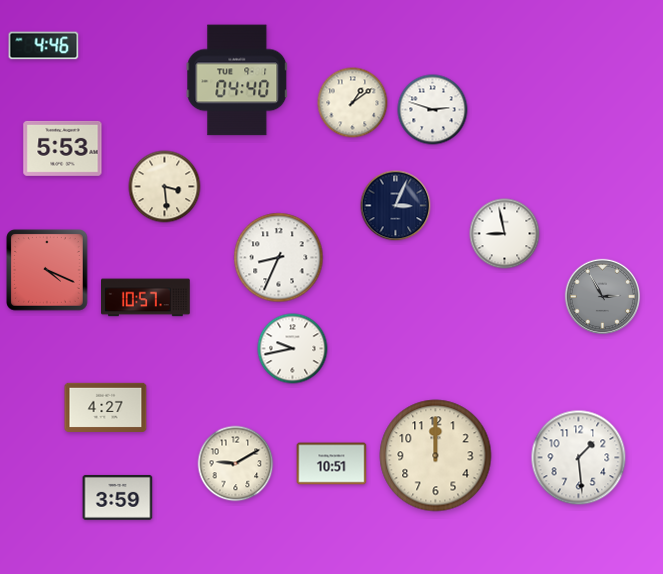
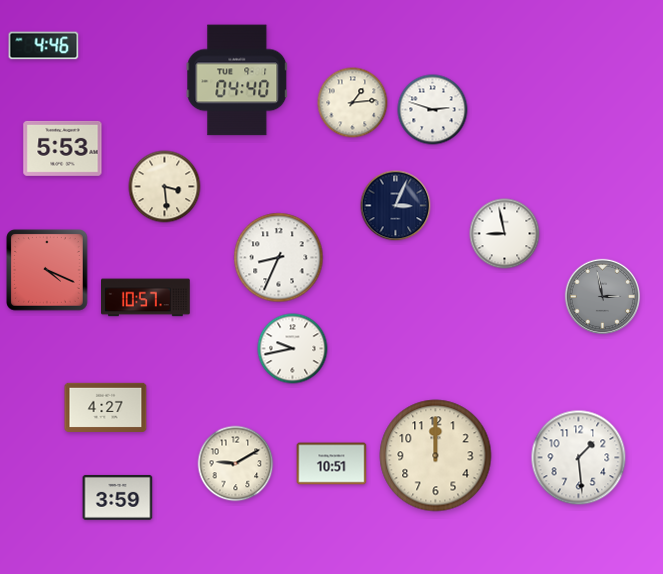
clock at (353, 103): 1:09 -> 1:14
clock at (602, 296): 2:55 -> 2:58
